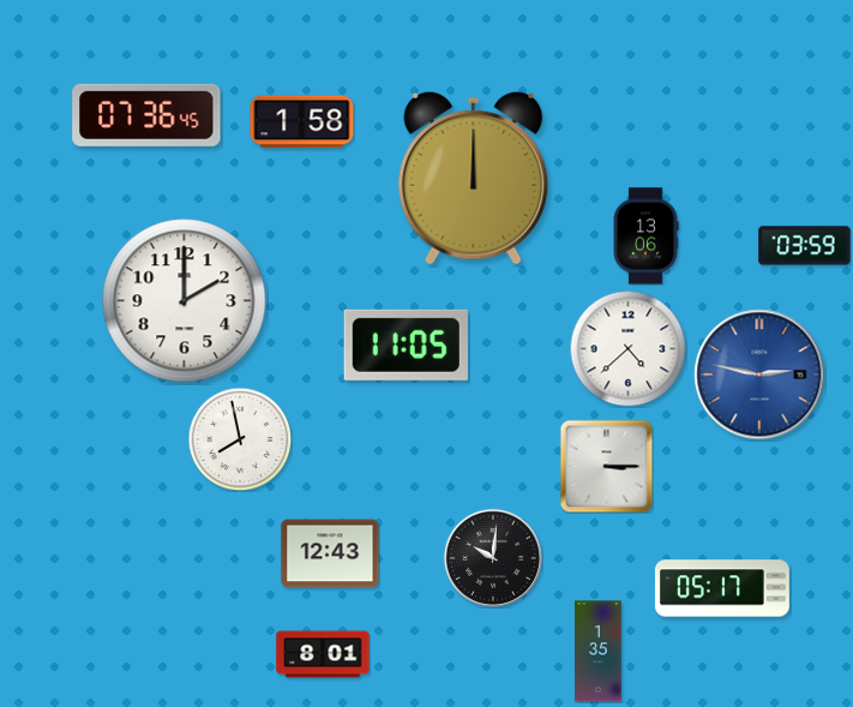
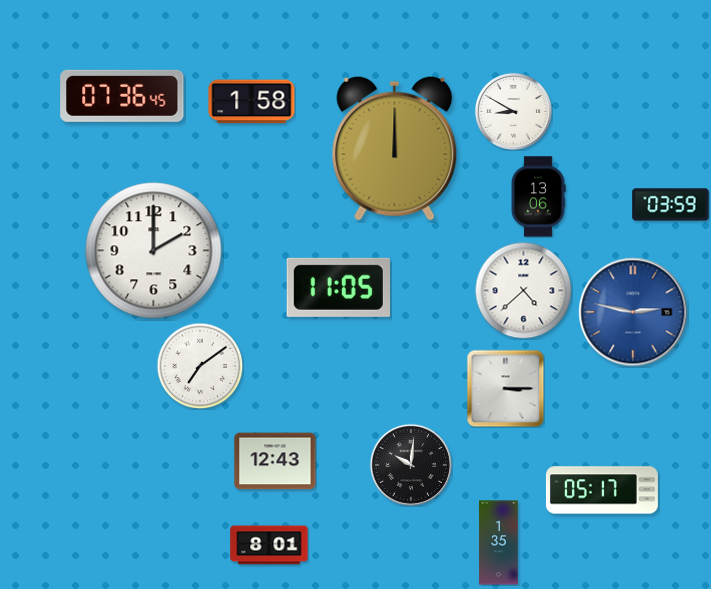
clock at (513, 111): none -> 8:50
clock at (240, 439): 7:58 -> 7:09
